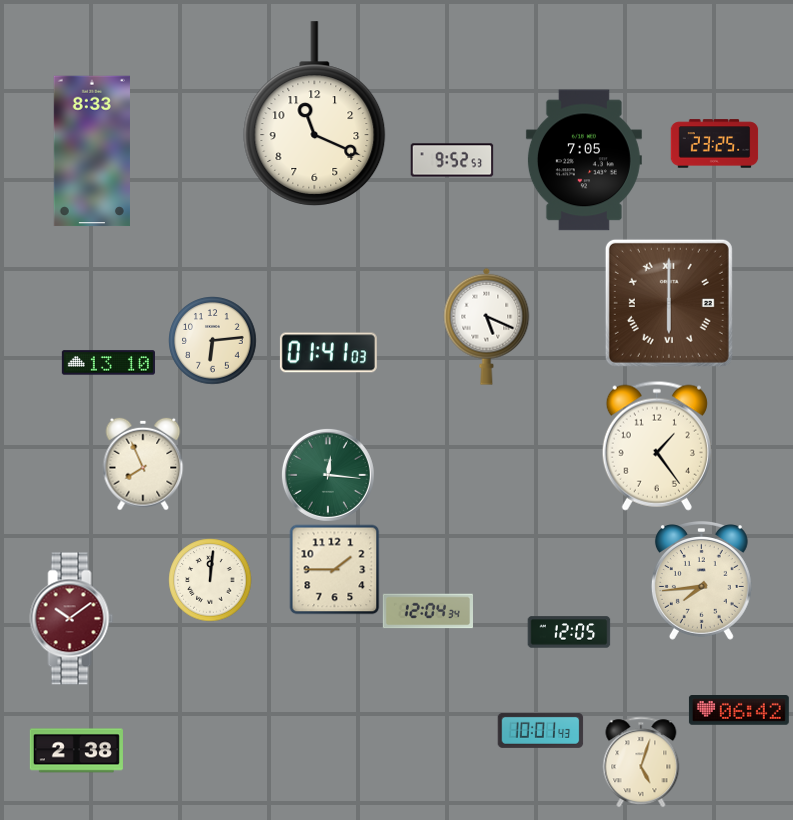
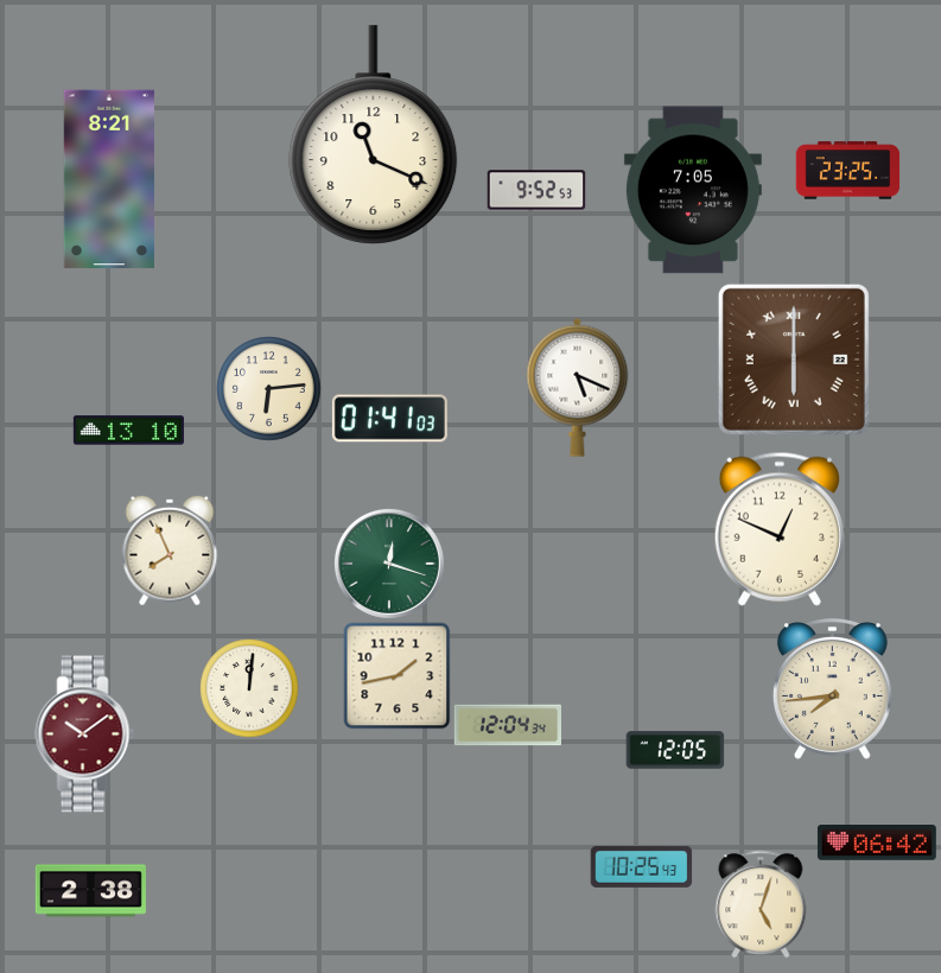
clock at (92, 151): 8:33 -> 8:21
clock at (212, 340) position: (212, 340) -> (268, 388)
clock at (657, 446): 1:24 -> 12:49
clock at (328, 475): 12:16 -> 12:18
clock at (334, 569): 1:45 -> 1:43
clock at (540, 730): 10:01 -> 10:25
